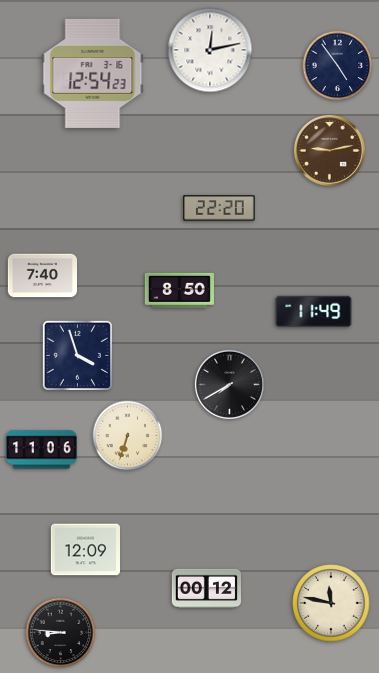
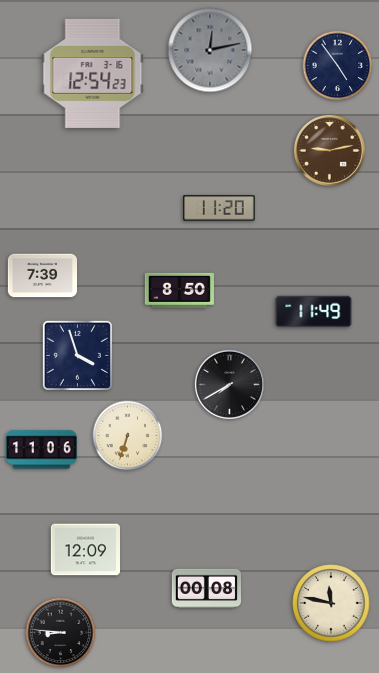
clock at (210, 50) dial: white -> grey
clock at (219, 208): 22:20 -> 11:20
clock at (42, 276): 7:40 -> 7:39
clock at (206, 588): 00:12 -> 00:08
